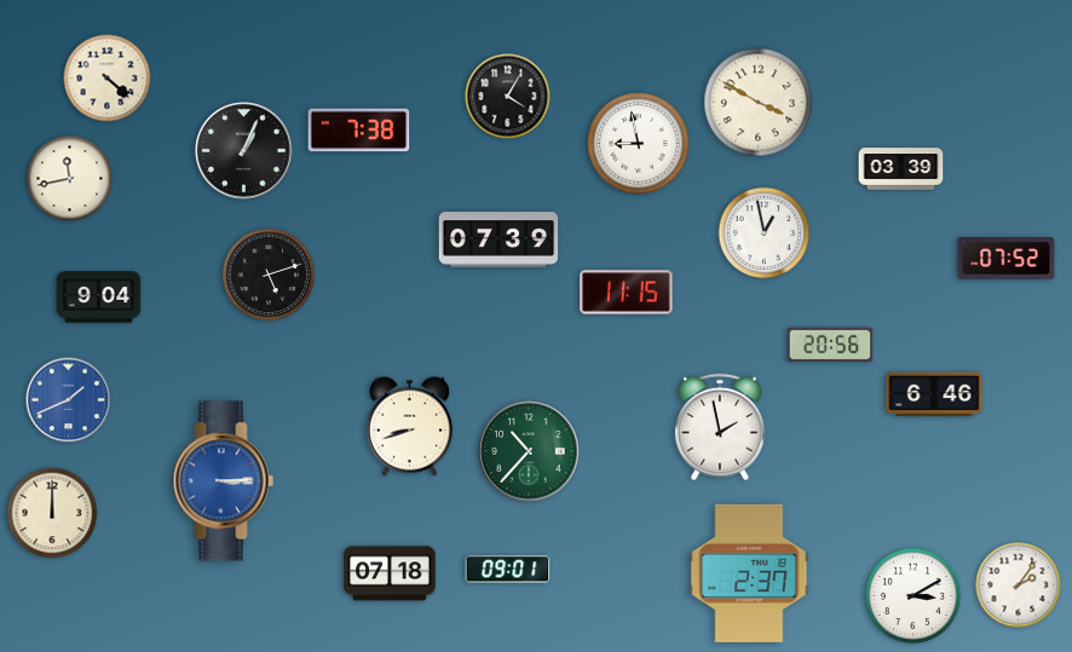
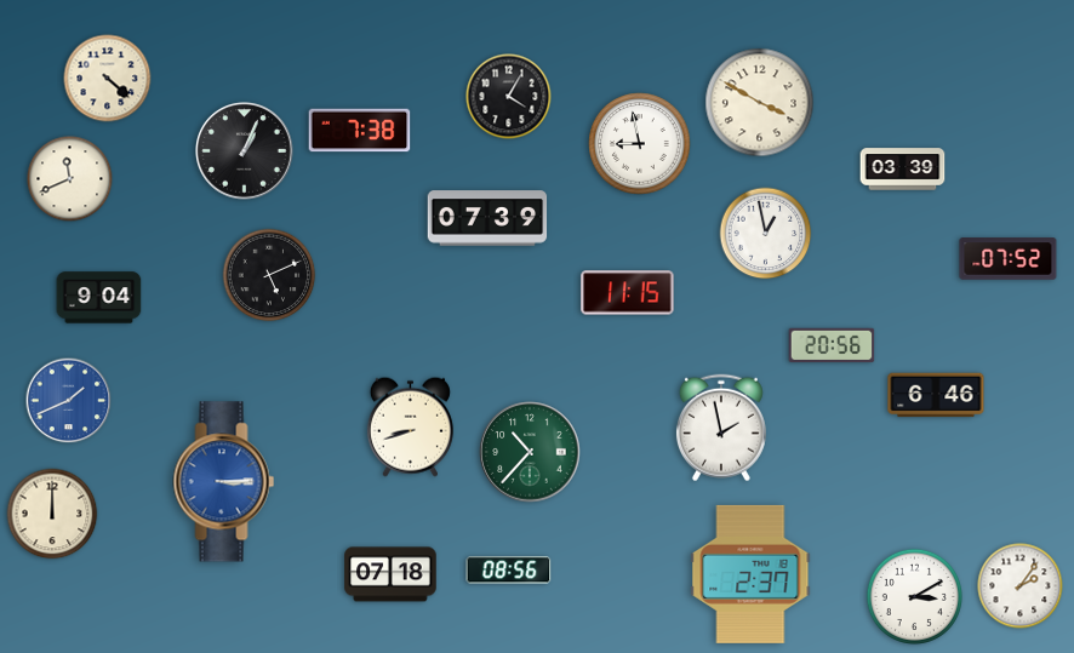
clock at (70, 179): 11:43 -> 11:41
clock at (498, 240) position: (498, 240) -> (487, 218)
clock at (269, 275): 5:12 -> 5:11
clock at (508, 570): 09:01 -> 08:56
